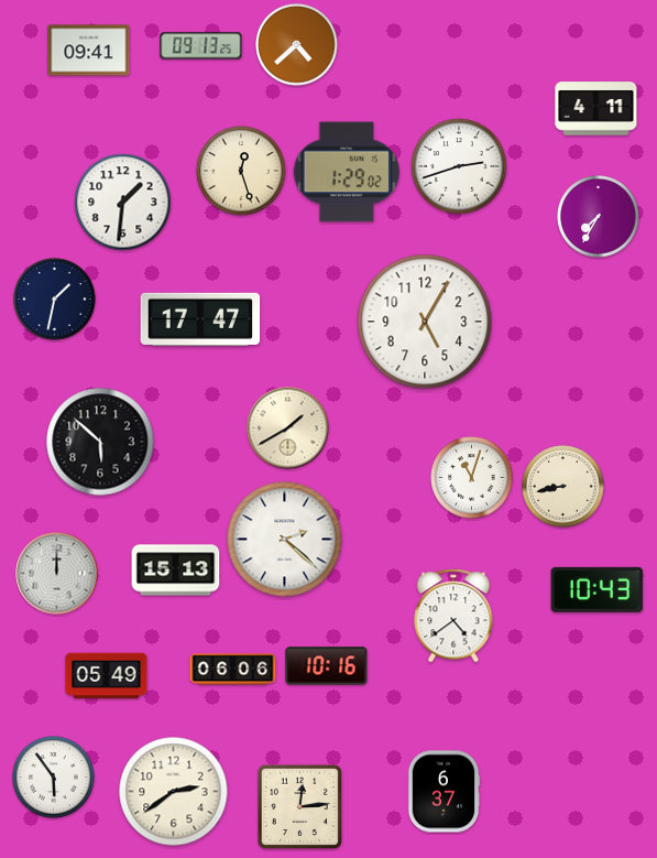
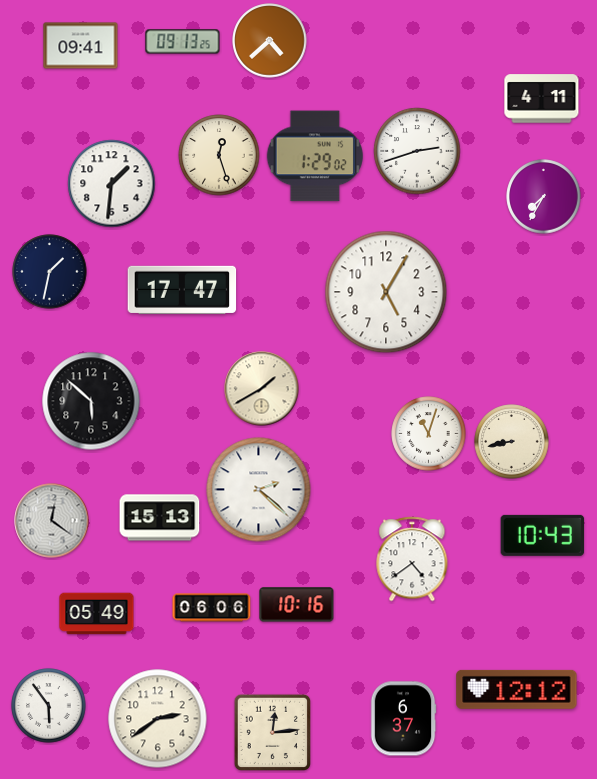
clock at (57, 574): 12:00 -> 12:21
clock at (517, 689): none -> 12:12
